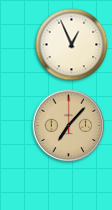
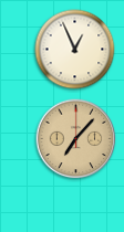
clock at (72, 45) position: (72, 45) -> (75, 50)
